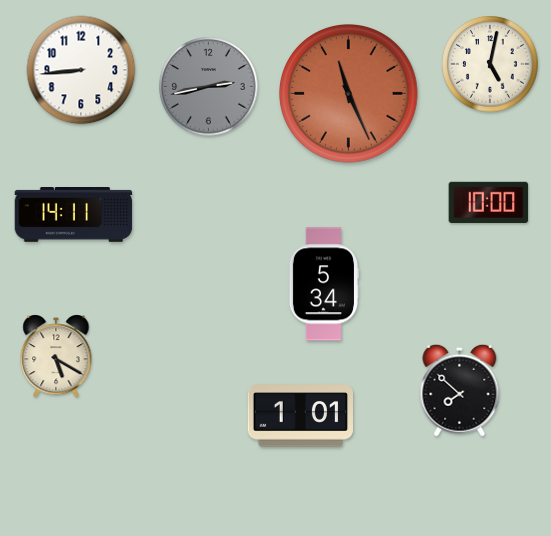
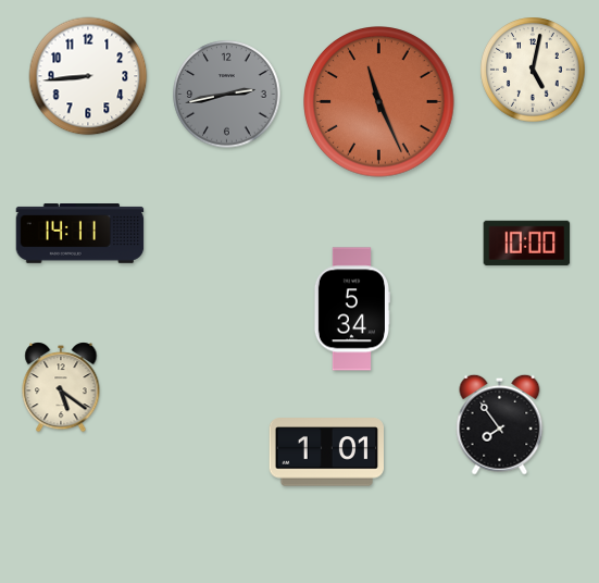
clock at (489, 202) position: (489, 202) -> (527, 243)
clock at (56, 356): 5:20 -> 5:21
clock at (460, 390): 7:52 -> 7:54
